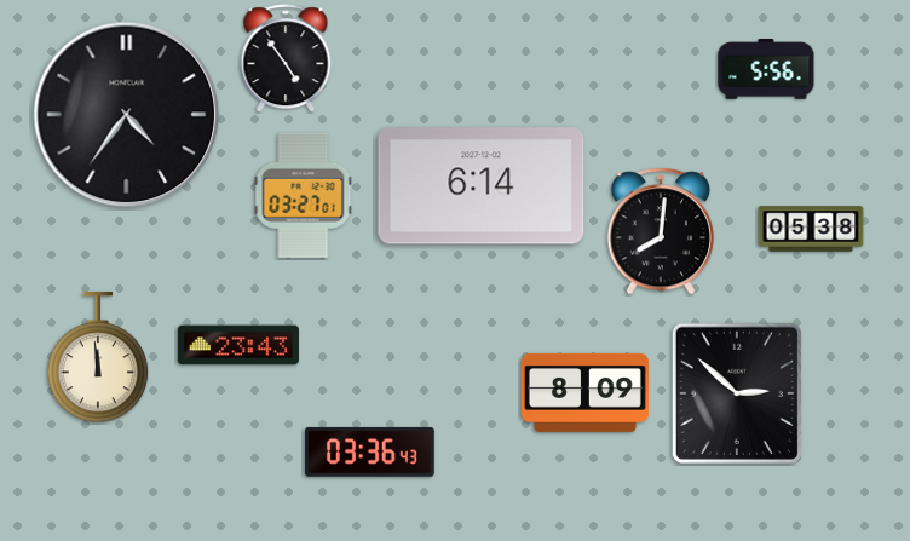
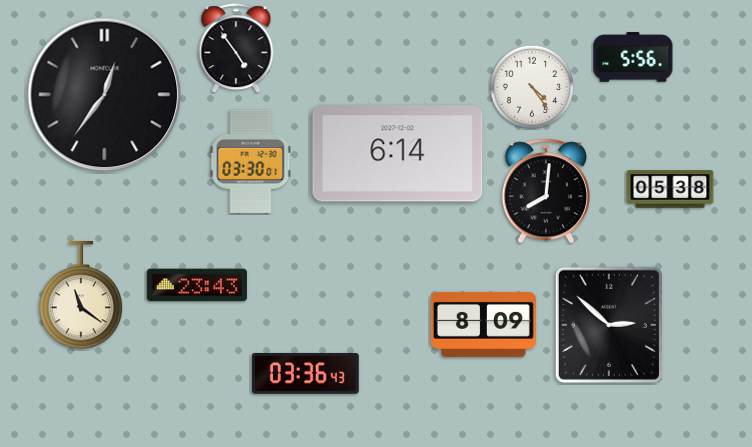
clock at (532, 87): none -> 4:24
clock at (127, 115): 4:36 -> 12:36
clock at (304, 195): 03:27 -> 03:30
clock at (98, 358): 11:59 -> 11:21
